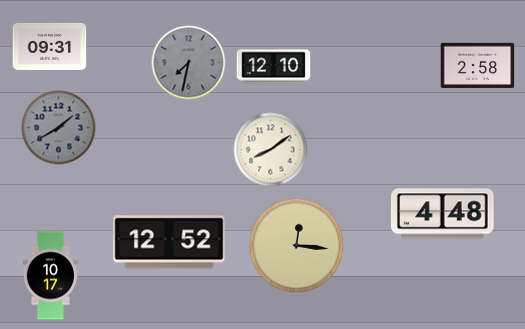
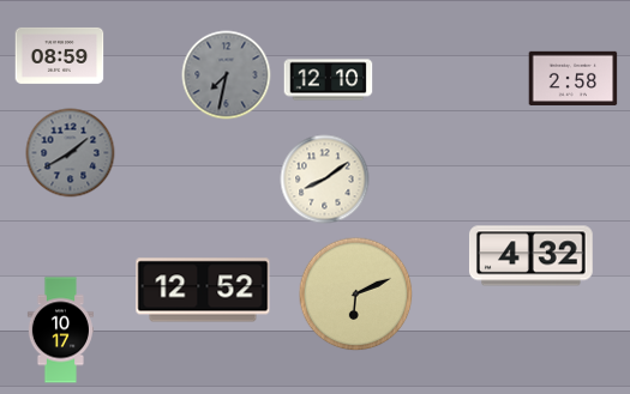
clock at (50, 46): 09:31 -> 08:59
clock at (442, 214): 4:48 -> 4:32
clock at (297, 246): 12:16 -> 6:11
